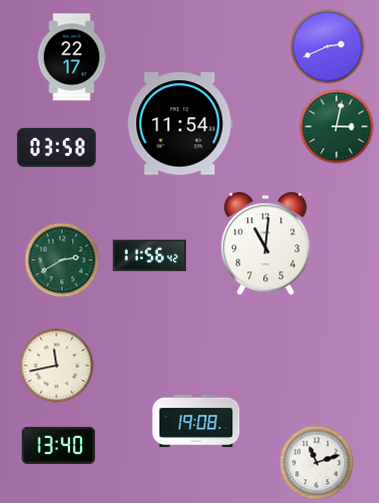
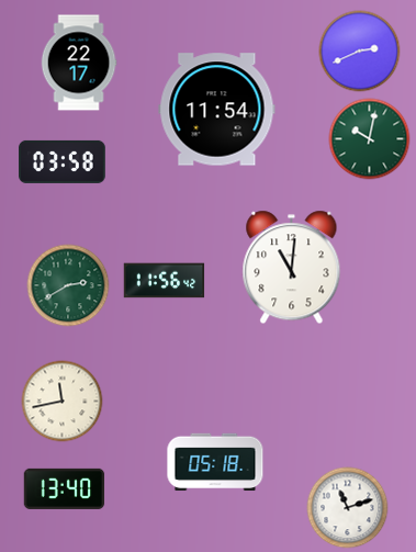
clock at (180, 124) position: (180, 124) -> (217, 110)
clock at (337, 127): 3:02 -> 10:02
clock at (196, 421): 19:08 -> 05:18
